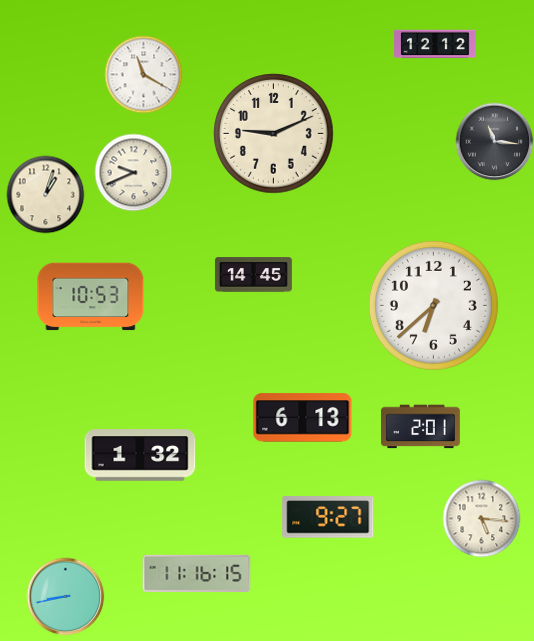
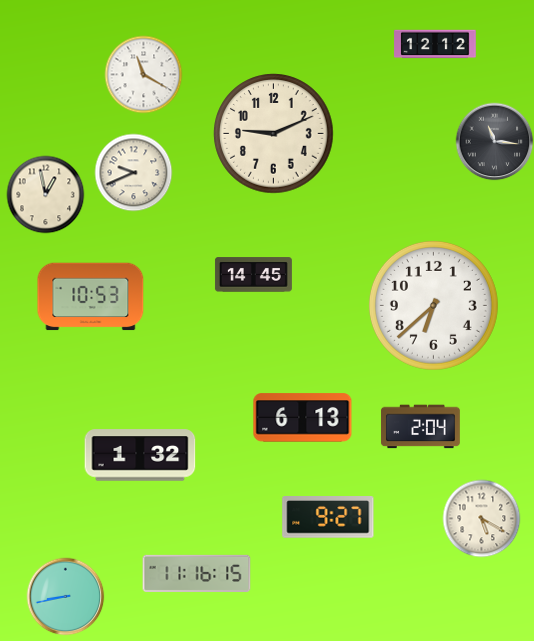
clock at (45, 194): 1:03 -> 12:58
clock at (421, 427): 2:01 -> 2:04
clock at (481, 518): 5:16 -> 5:20
